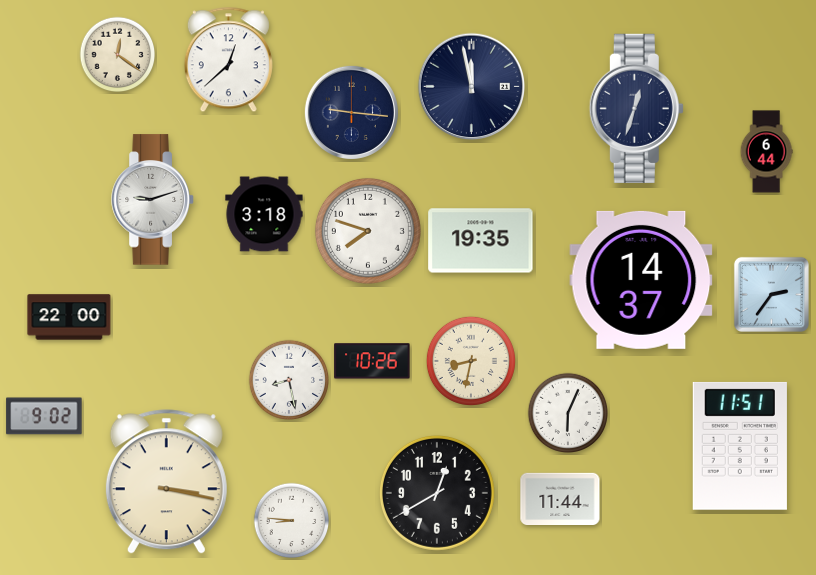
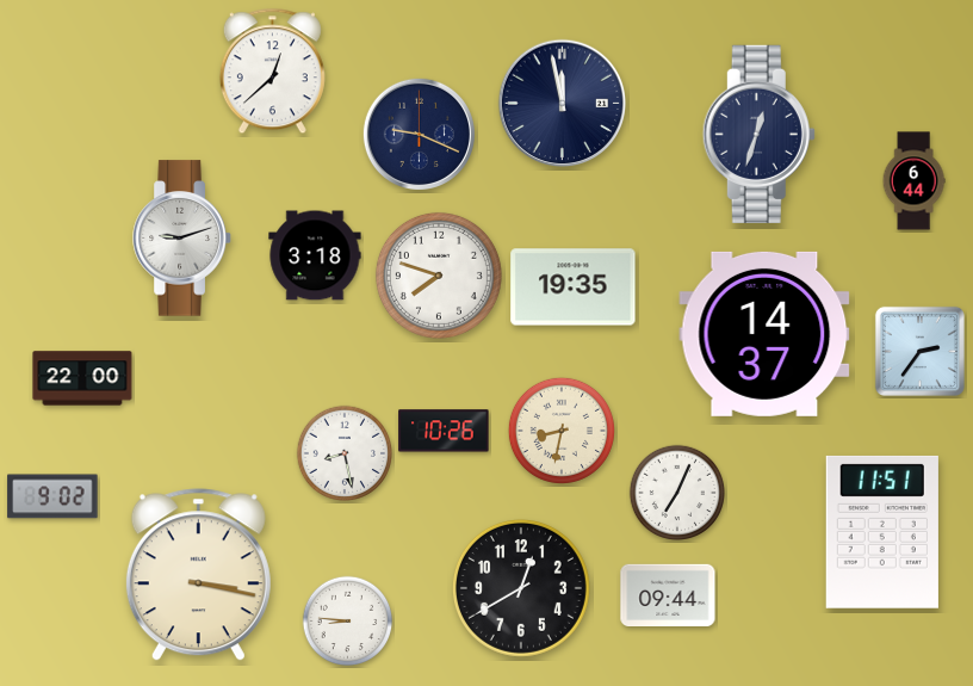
clock at (118, 55): 12:21 -> none
clock at (636, 108) position: (636, 108) -> (758, 134)
clock at (351, 112): 9:16 -> 9:19
clock at (567, 412): 6:04 -> 7:04
clock at (560, 498): 11:44 -> 09:44
